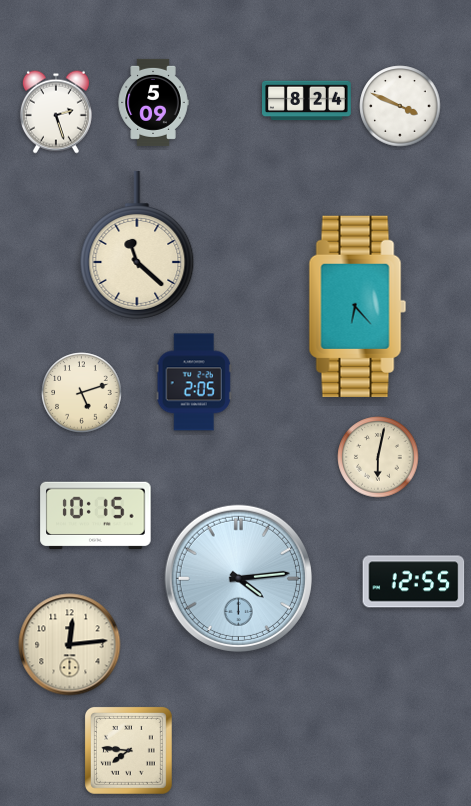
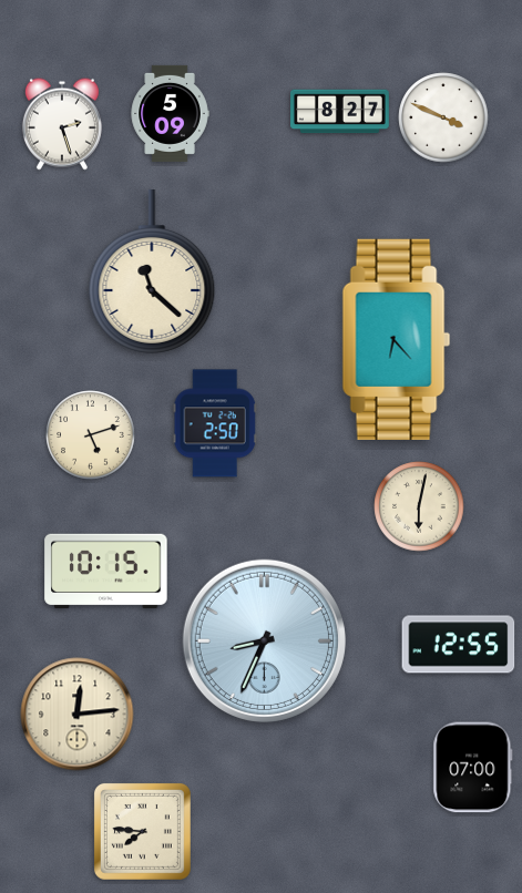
clock at (307, 101): 8:24 -> 8:27
clock at (194, 382): 2:05 -> 2:50
clock at (238, 578): 4:14 -> 8:34
clock at (473, 768): none -> 07:00
